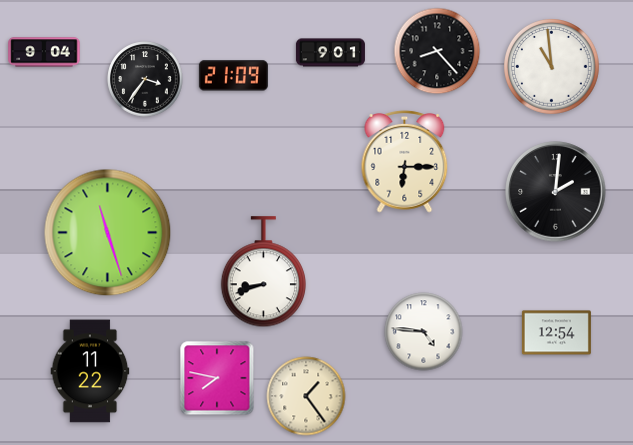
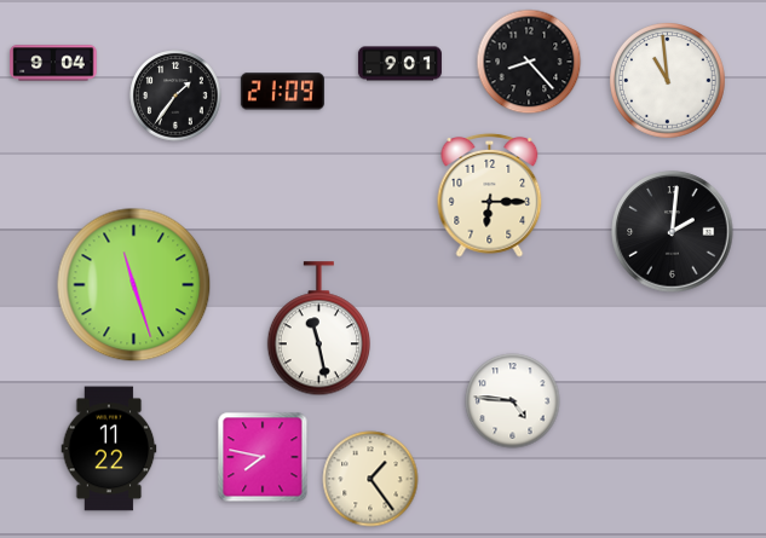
clock at (145, 79): 3:36 -> 1:36
clock at (108, 233) position: (108, 233) -> (134, 285)
clock at (263, 272): 8:42 -> 11:28
clock at (556, 333): 12:54 -> none
